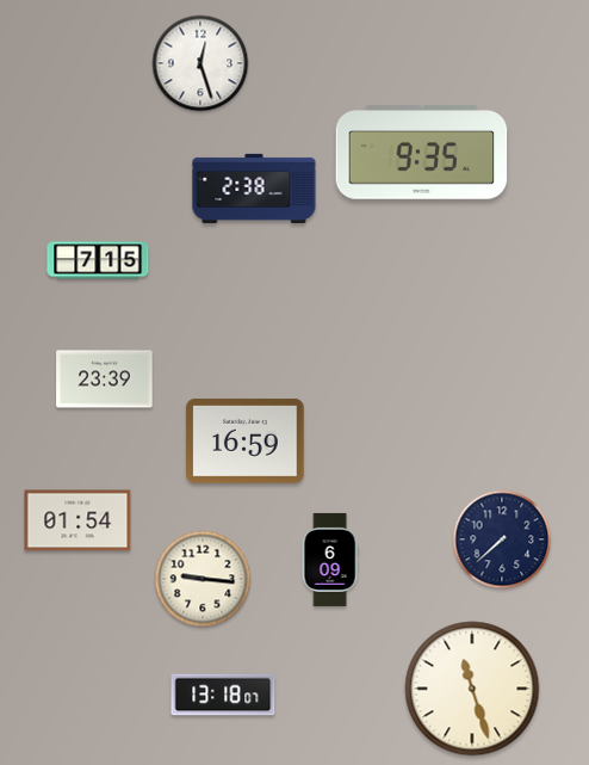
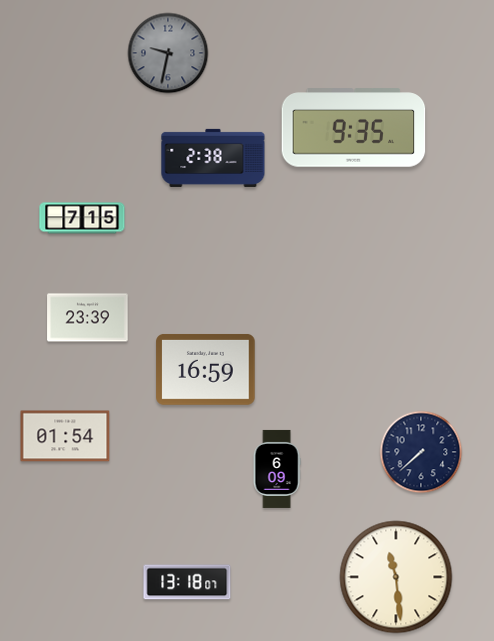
clock at (200, 63): 12:27 -> 9:32
clock at (200, 63) dial: white -> grey
clock at (203, 579): 9:16 -> none
clock at (472, 689): 11:27 -> 11:29
